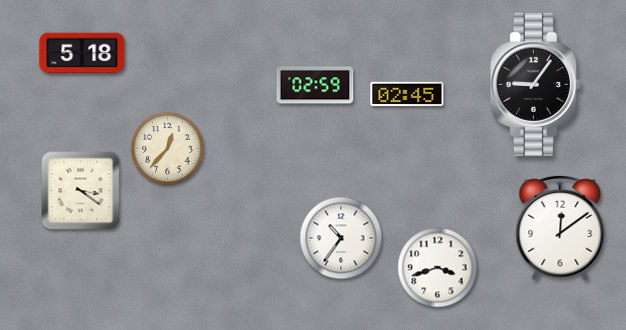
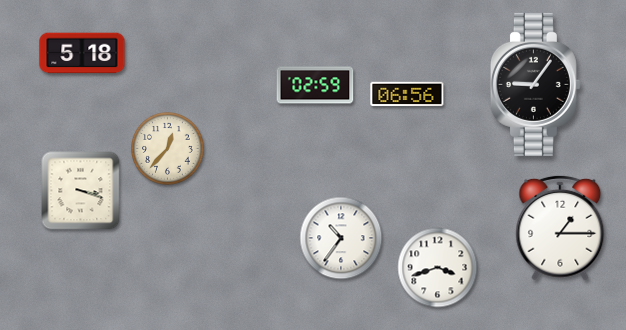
clock at (407, 94): 02:45 -> 06:56
clock at (81, 191): 3:21 -> 3:18
clock at (560, 228): 12:09 -> 1:15
